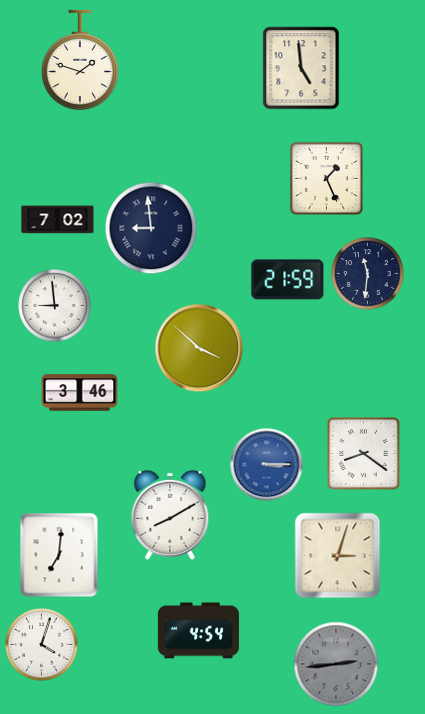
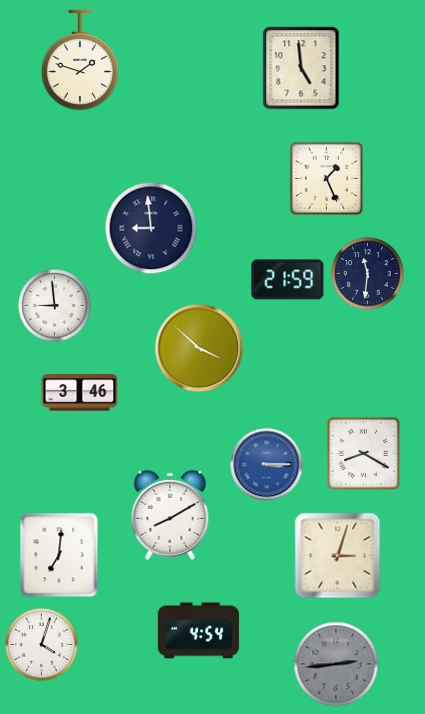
clock at (58, 220): 7:02 -> none
clock at (364, 454): 8:21 -> 8:20
